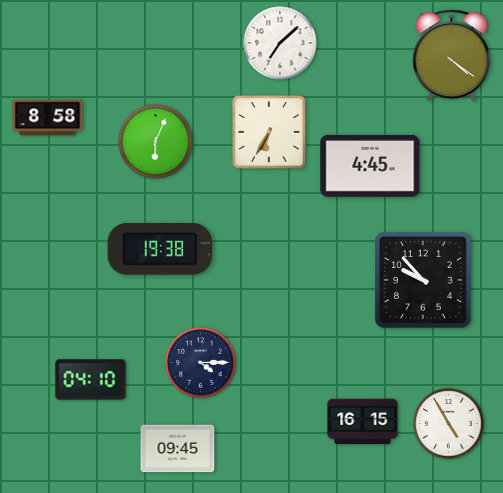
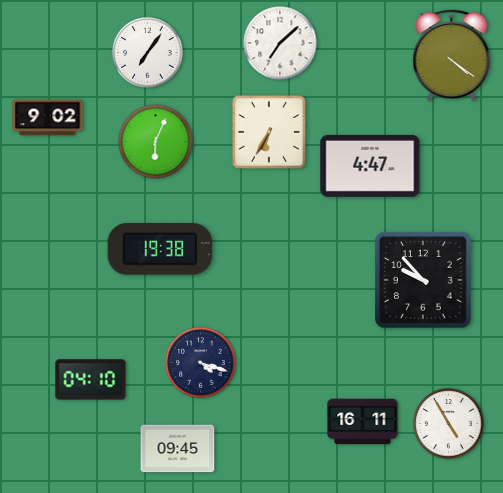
clock at (148, 53): none -> 7:06
clock at (48, 118): 8:58 -> 9:02
clock at (370, 166): 4:45 -> 4:47
clock at (201, 363): 4:15 -> 4:18
clock at (363, 422): 16:15 -> 16:11
